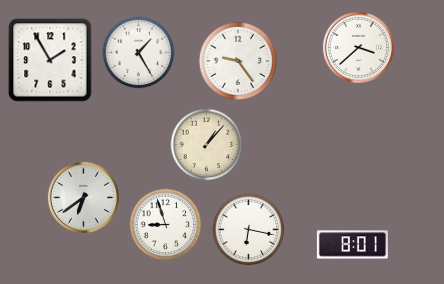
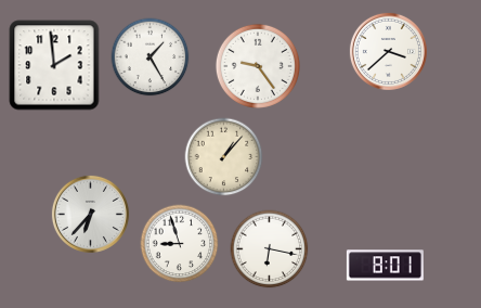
clock at (50, 60): 1:55 -> 1:59
clock at (83, 197): 6:39 -> 6:37
clock at (352, 245) position: (352, 245) -> (385, 266)
